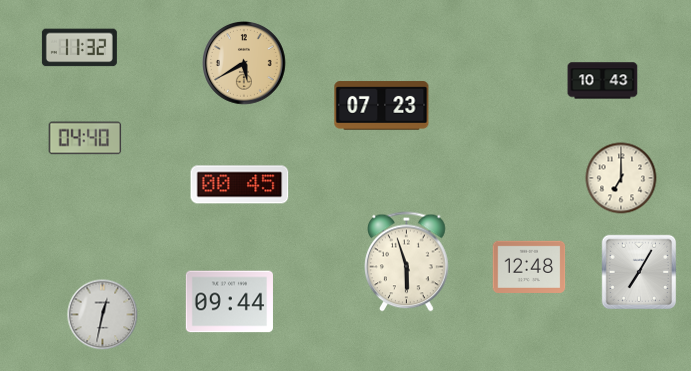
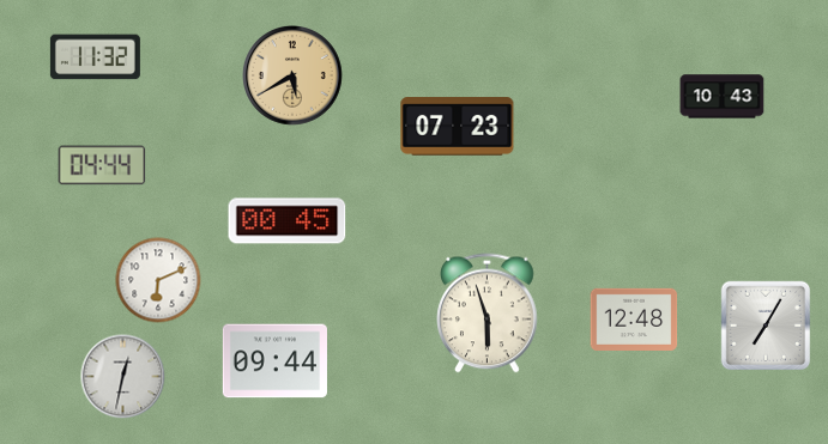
clock at (85, 138): 04:40 -> 04:44
clock at (621, 178): 7:00 -> none
clock at (158, 280): none -> 6:11
